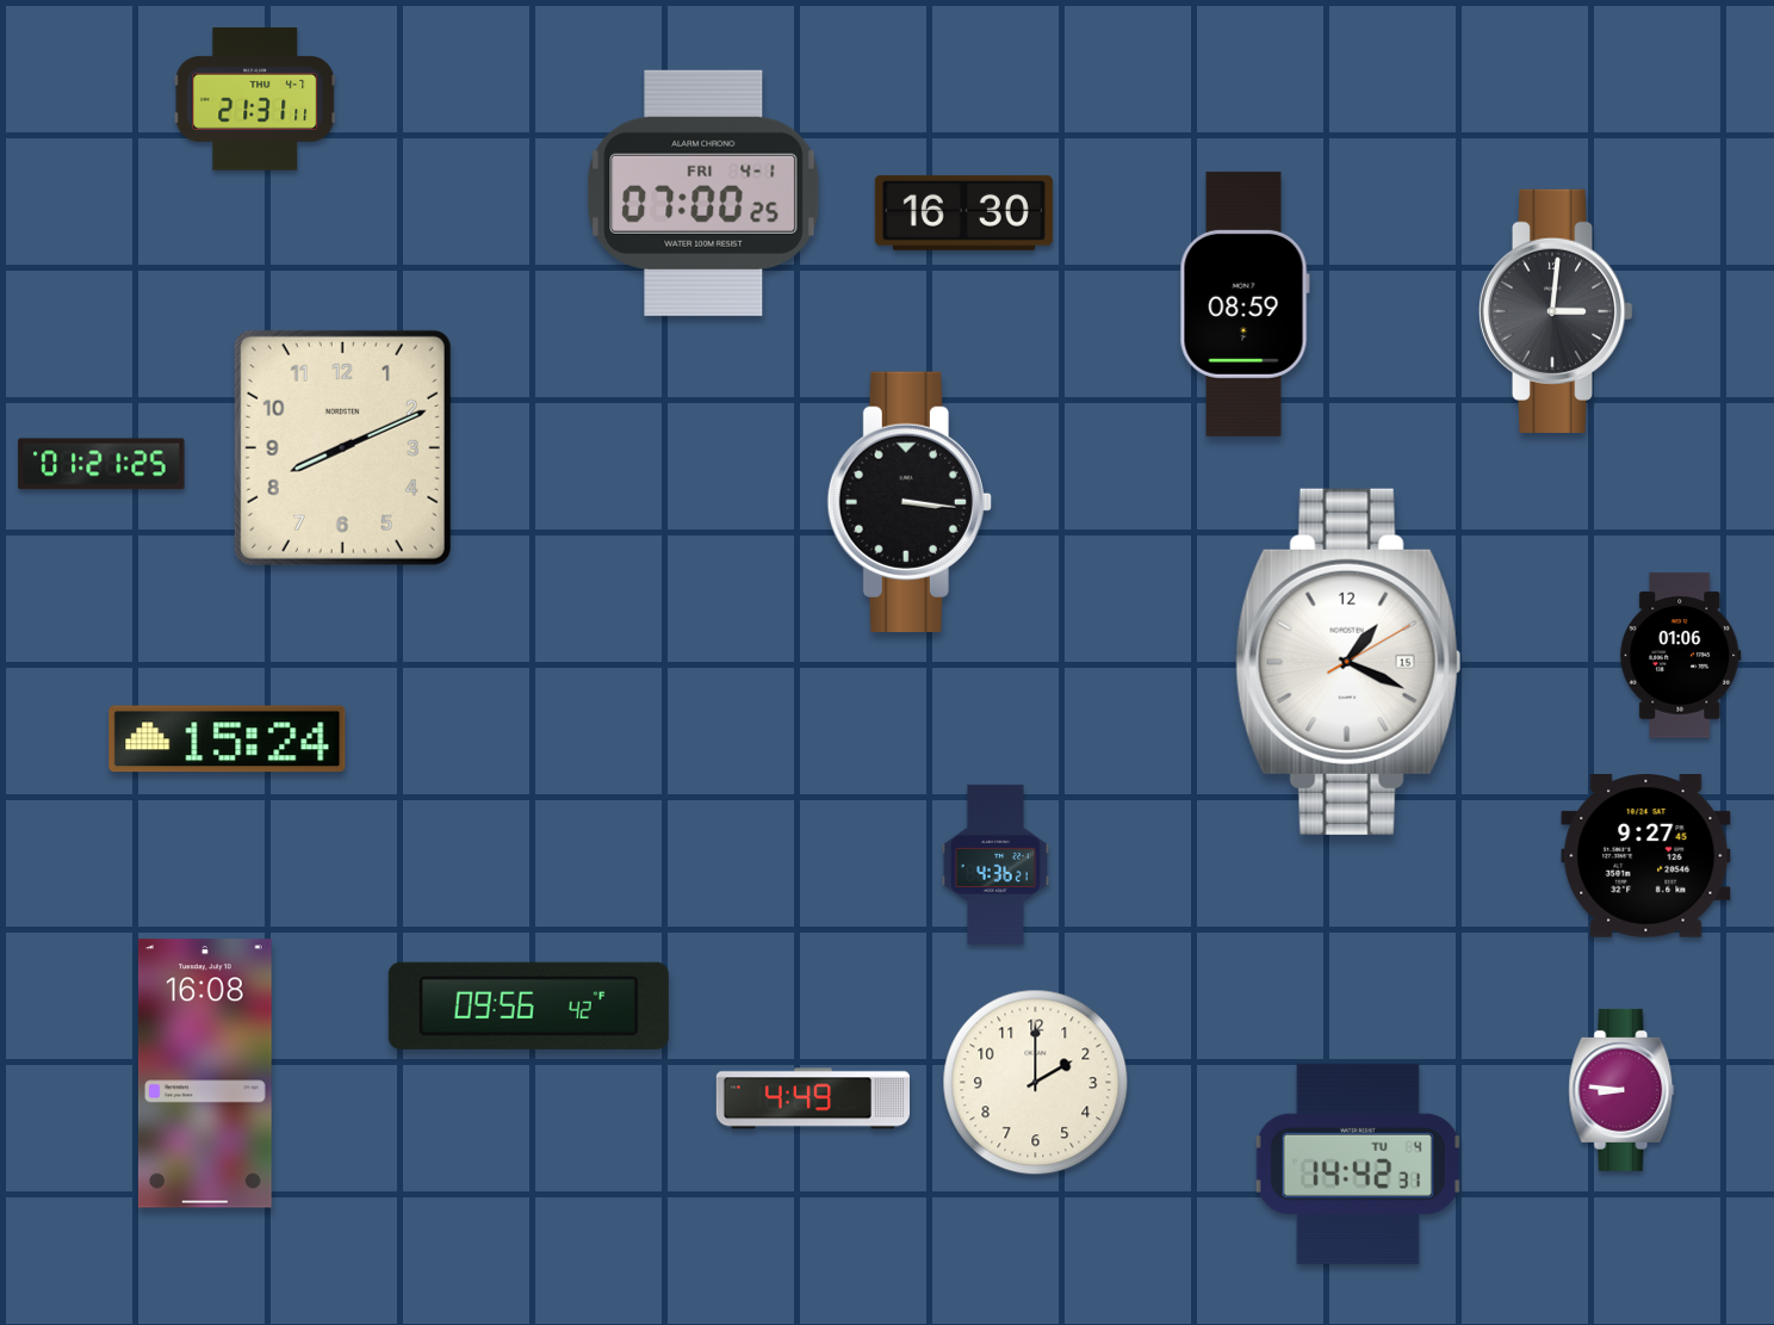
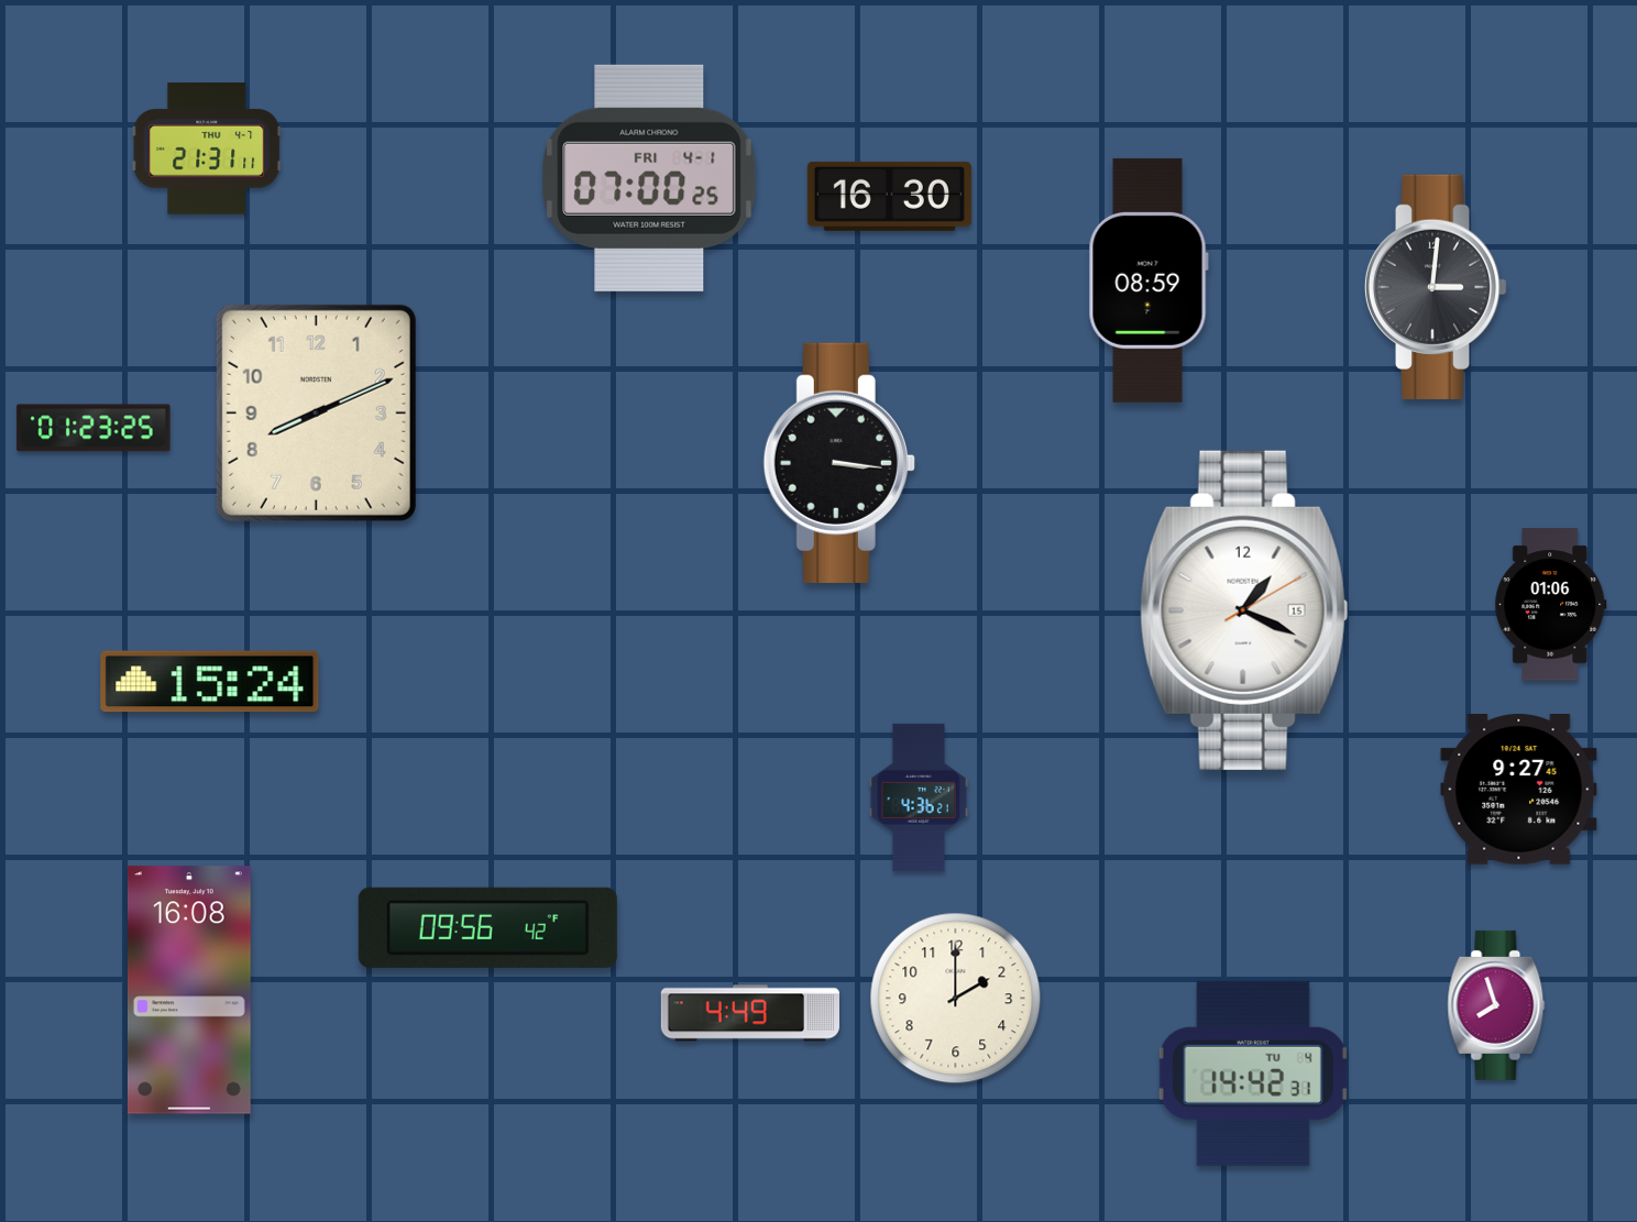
clock at (255, 99) position: (255, 99) -> (207, 148)
clock at (101, 464): 01:21 -> 01:23
clock at (1621, 1090): 8:46 -> 7:57
